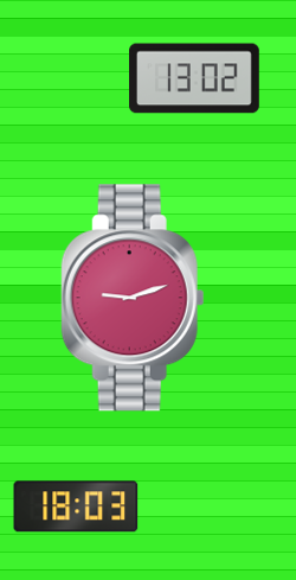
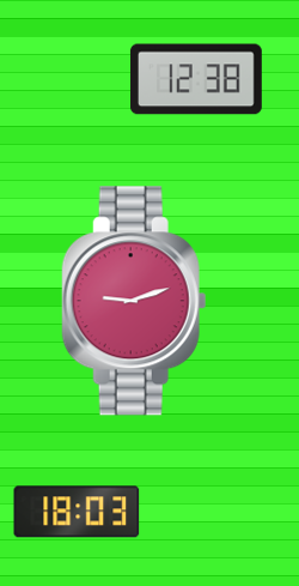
clock at (195, 78): 13:02 -> 12:38
